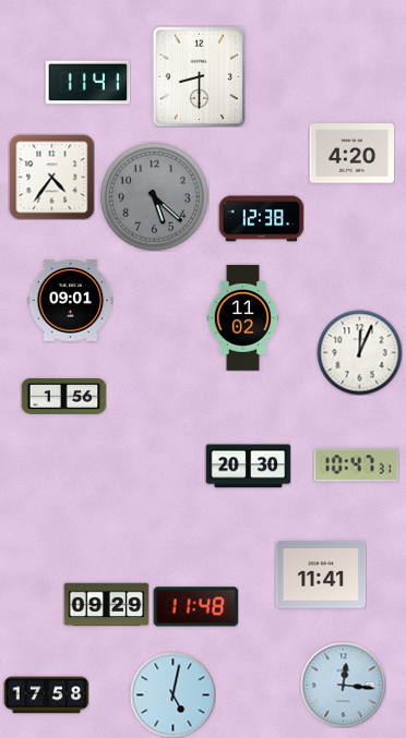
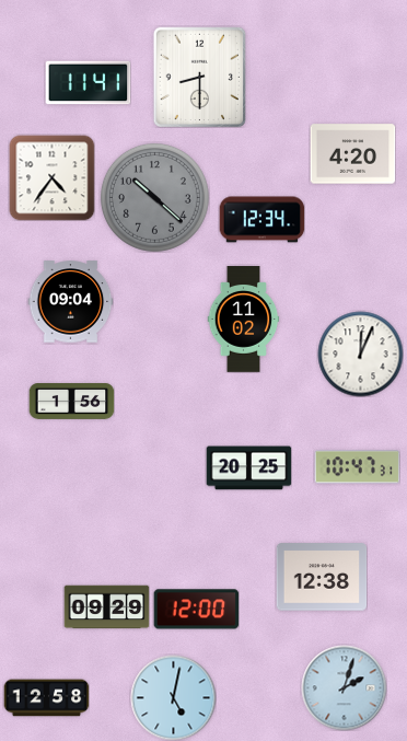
clock at (154, 196): 5:22 -> 10:22
clock at (261, 219): 12:38 -> 12:34
clock at (70, 301): 09:01 -> 09:04
clock at (63, 397) position: (63, 397) -> (71, 402)
clock at (248, 467): 20:30 -> 20:25
clock at (321, 574): 11:41 -> 12:38
clock at (195, 607): 11:48 -> 12:00
clock at (343, 685): 12:16 -> 2:03
clock at (46, 695): 17:58 -> 12:58
